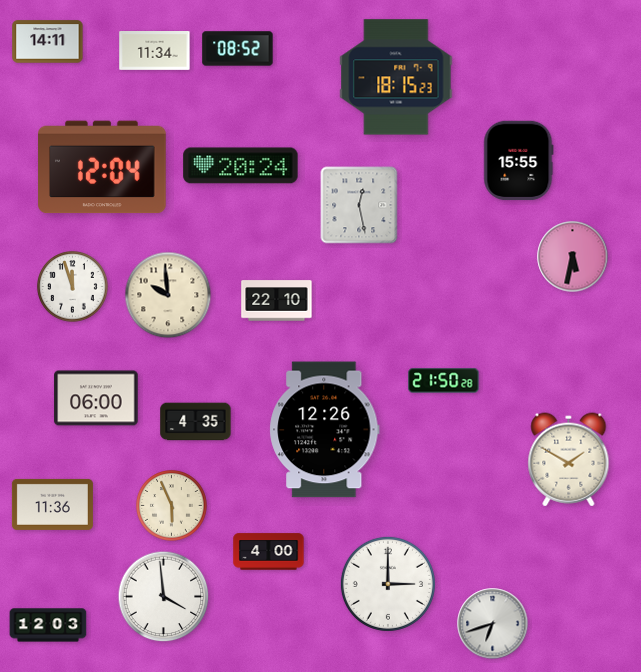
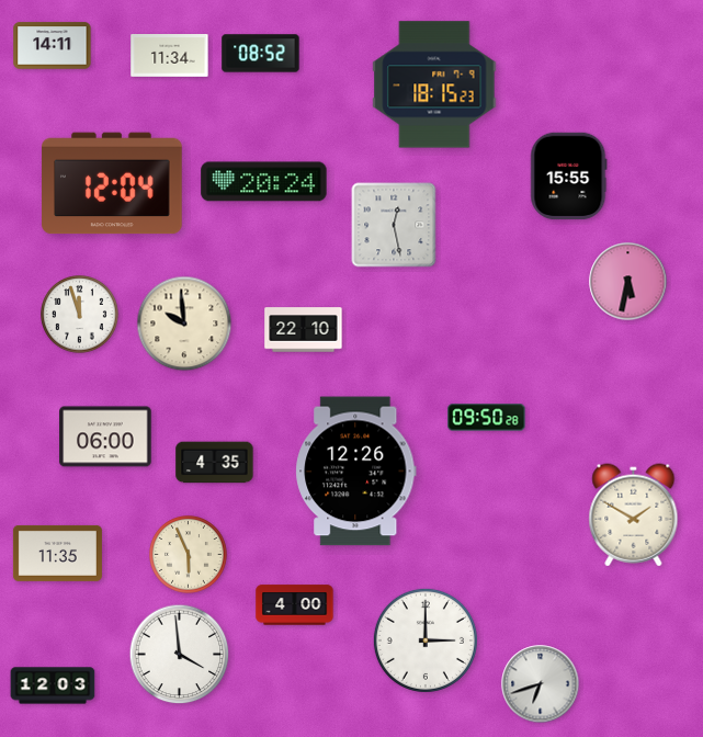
clock at (444, 381): 21:50 -> 09:50
clock at (569, 460) position: (569, 460) -> (634, 515)
clock at (52, 504): 11:36 -> 11:35
